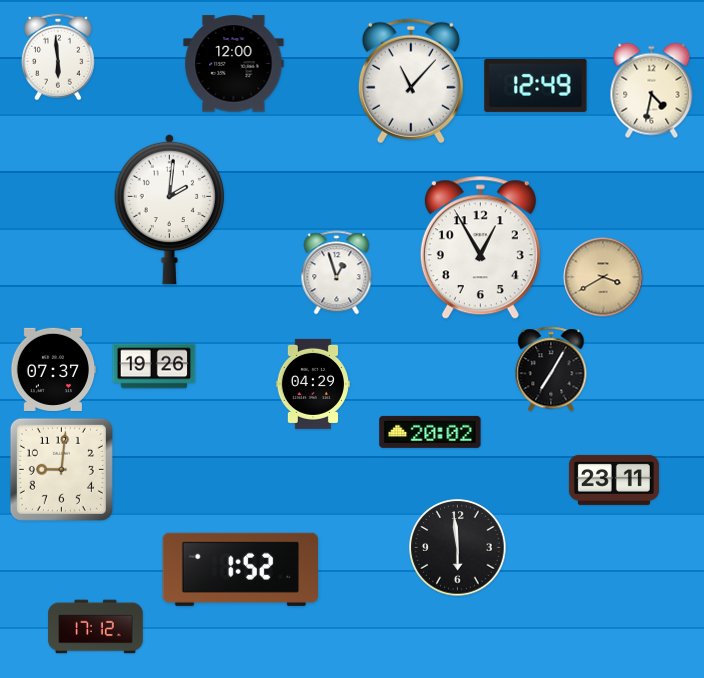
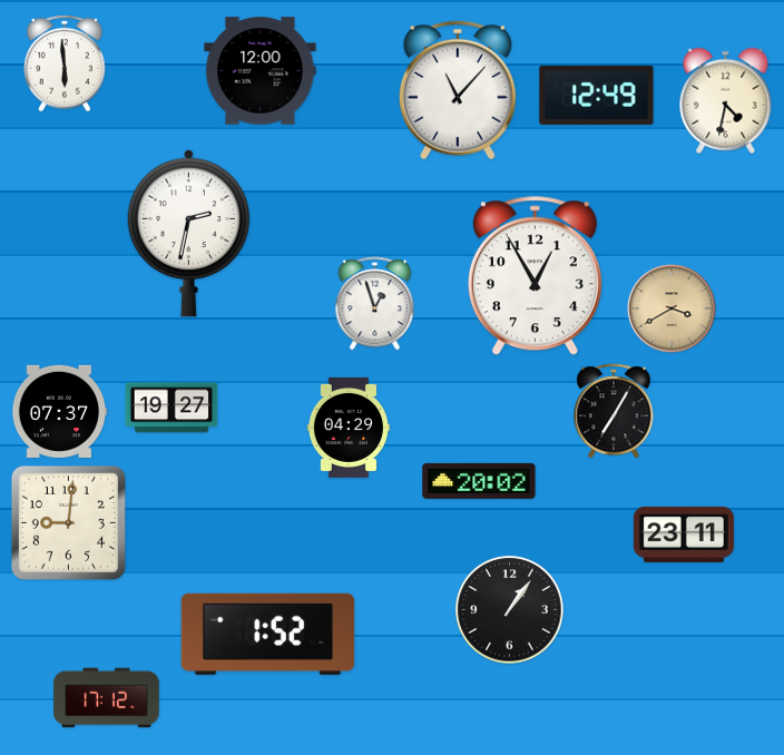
clock at (169, 209): 2:01 -> 2:32
clock at (154, 366): 19:26 -> 19:27
clock at (458, 548): 5:59 -> 1:06
